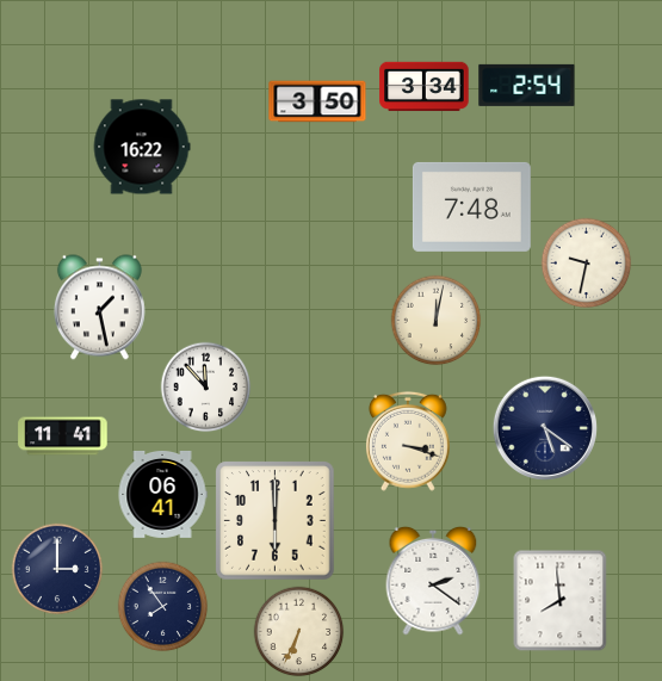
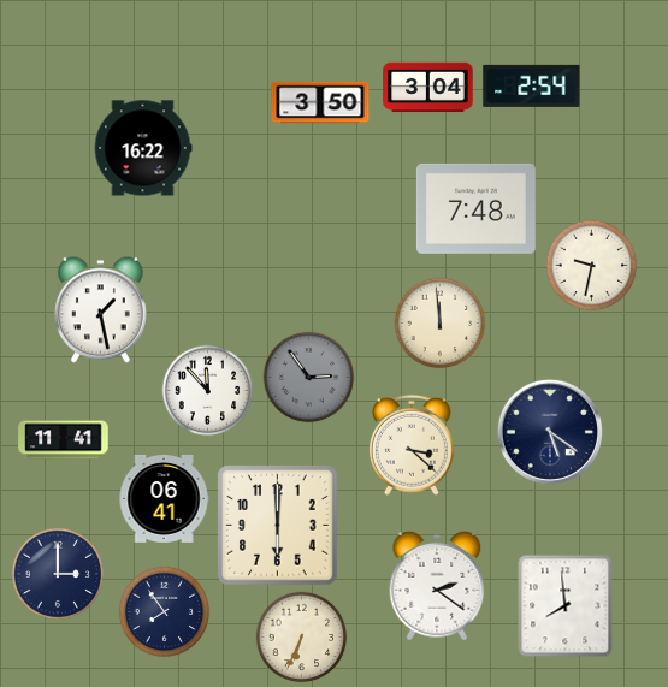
clock at (425, 87): 3:34 -> 3:04
clock at (437, 321): 12:02 -> 11:59
clock at (309, 378): none -> 2:54
clock at (408, 441): 3:18 -> 3:22
